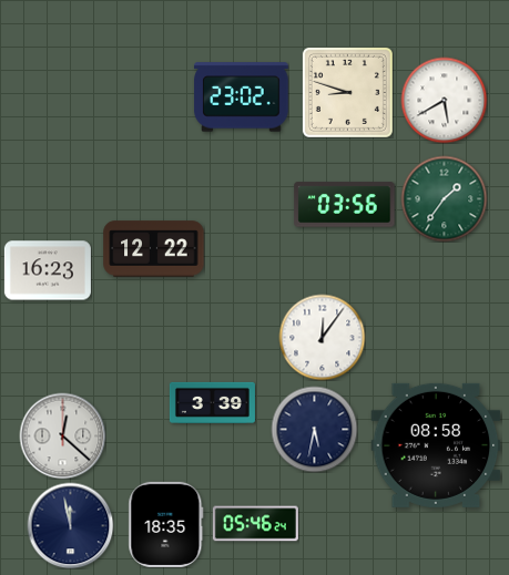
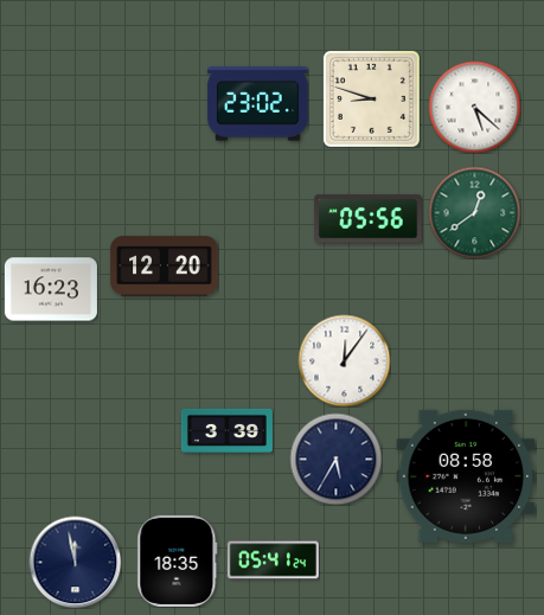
clock at (444, 100): 5:40 -> 5:22
clock at (444, 198): 1:36 -> 12:39
clock at (345, 205): 03:56 -> 05:56
clock at (154, 249): 12:22 -> 12:20
clock at (314, 429): 5:32 -> 5:35
clock at (62, 435): 12:22 -> none
clock at (255, 524): 05:46 -> 05:41
